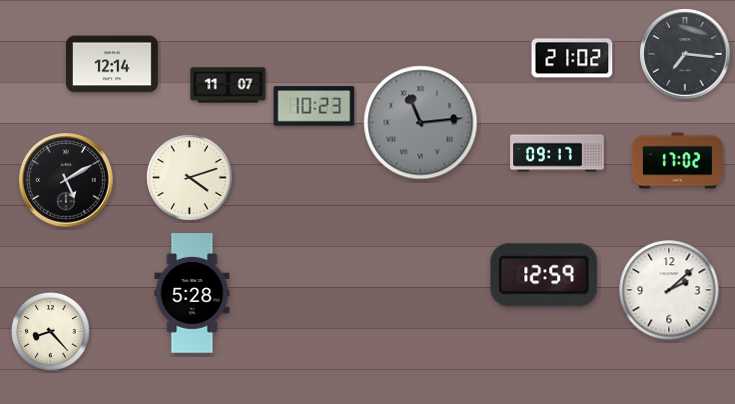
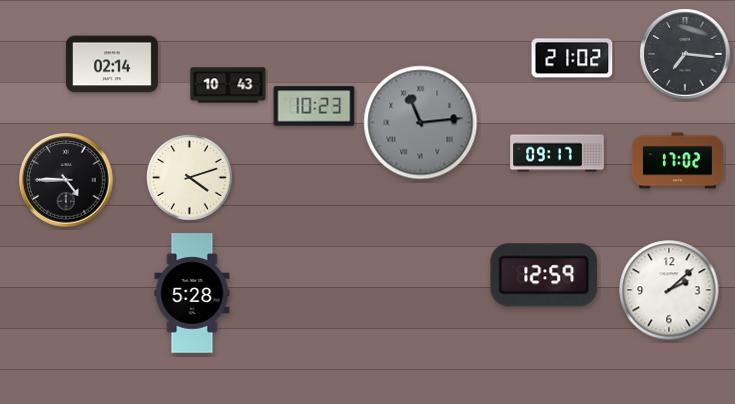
clock at (112, 64): 12:14 -> 02:14
clock at (228, 85): 11:07 -> 10:43
clock at (66, 180): 5:10 -> 4:45
clock at (51, 332): 8:23 -> none
